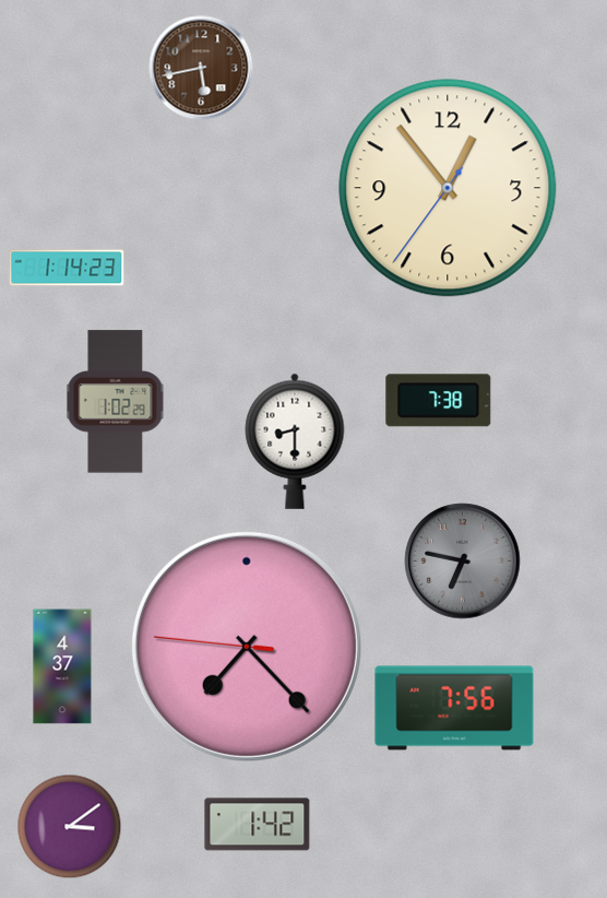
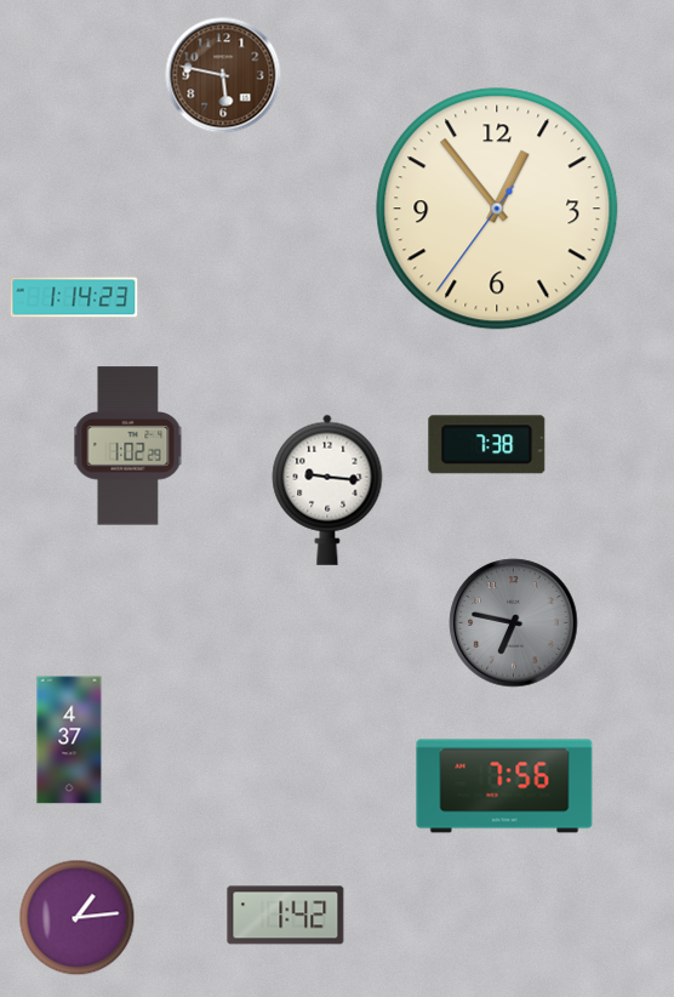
clock at (201, 68): 5:43 -> 5:47
clock at (295, 441): 8:30 -> 9:16
clock at (247, 647): 7:22 -> none
clock at (69, 826): 3:09 -> 1:14
